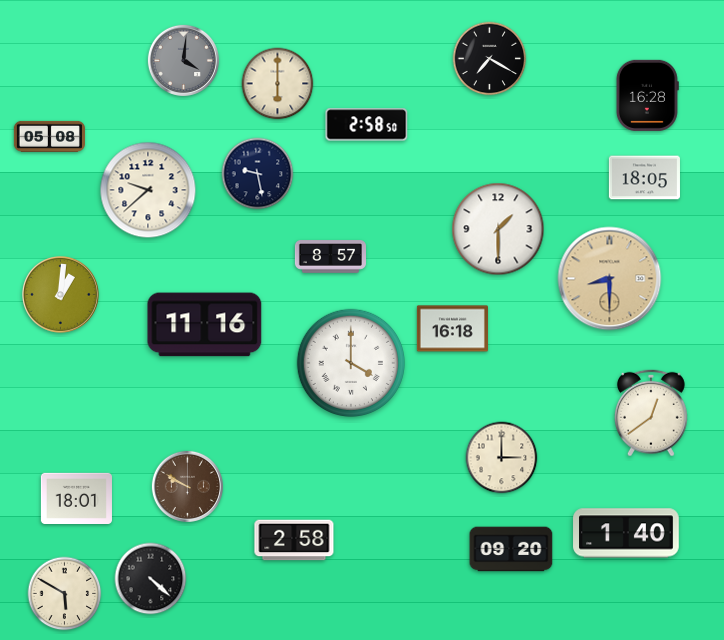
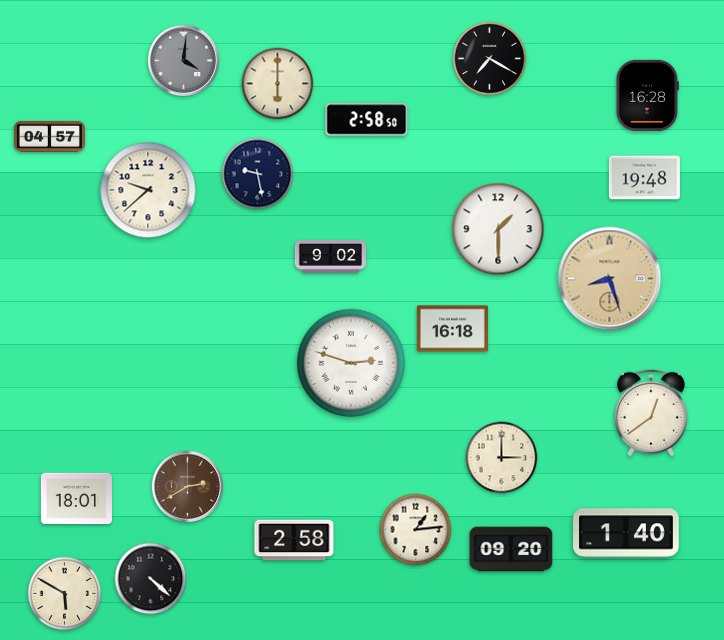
clock at (367, 125) position: (367, 125) -> (367, 120)
clock at (49, 136): 05:08 -> 04:57
clock at (644, 178): 18:05 -> 19:48
clock at (330, 257): 8:57 -> 9:02
clock at (610, 279): 8:30 -> 8:27
clock at (60, 294): 1:01 -> none
clock at (205, 325): 11:16 -> none
clock at (350, 362): 4:00 -> 2:48
clock at (187, 486): 9:50 -> 2:40
clock at (416, 530): none -> 1:14
